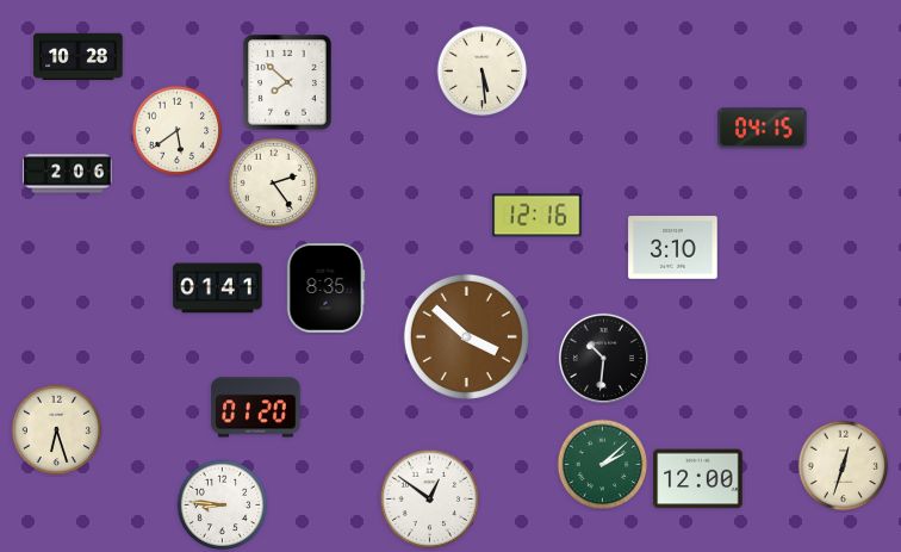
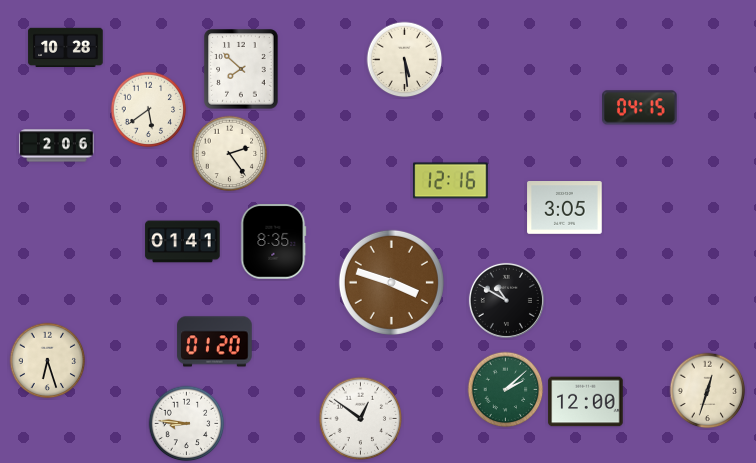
clock at (673, 248): 3:10 -> 3:05
clock at (466, 336): 3:52 -> 3:48
clock at (603, 358): 10:31 -> 10:50
